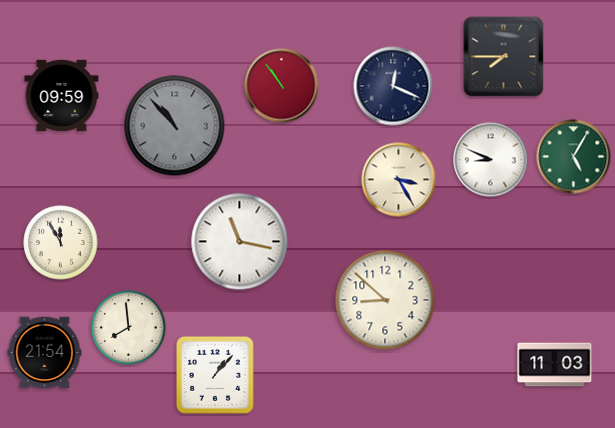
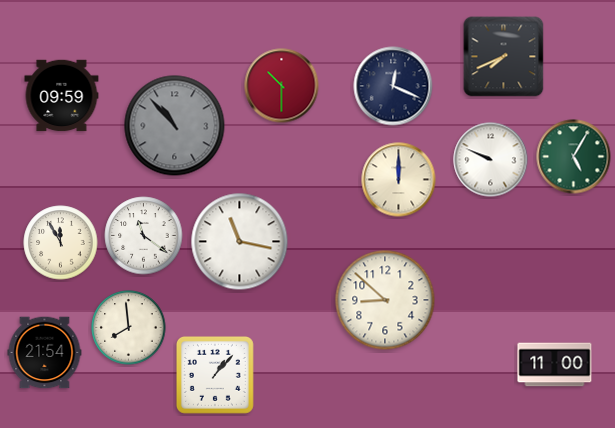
clock at (504, 57): 7:45 -> 7:41
clock at (282, 86): 10:54 -> 10:30
clock at (491, 160): 8:49 -> 9:49
clock at (399, 180): 3:25 -> 12:00
clock at (144, 236): none -> 11:21
clock at (555, 365): 11:03 -> 11:00
